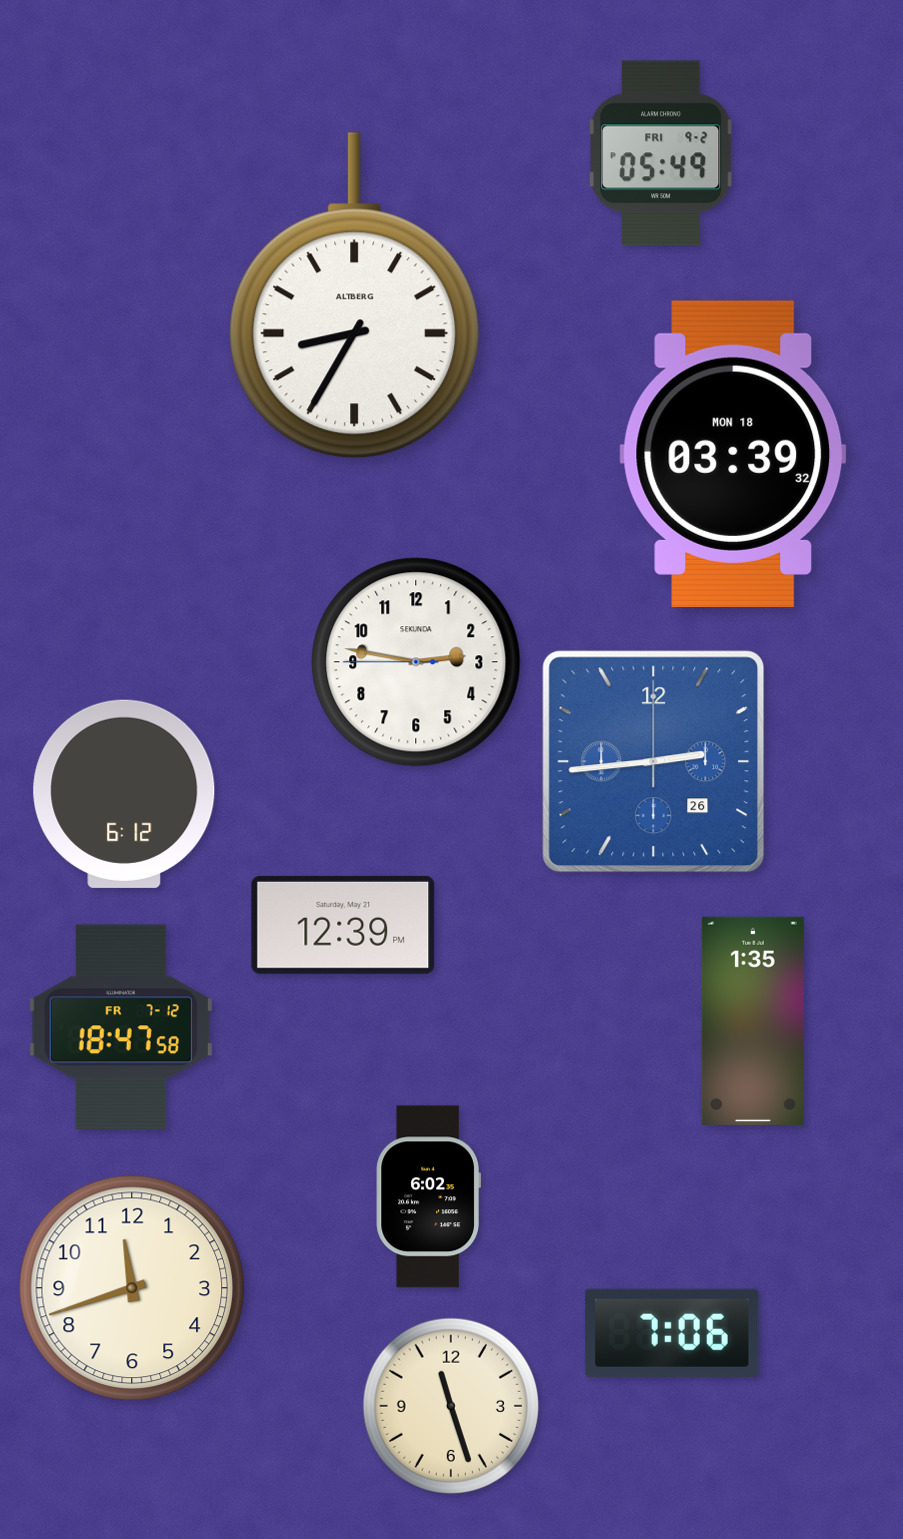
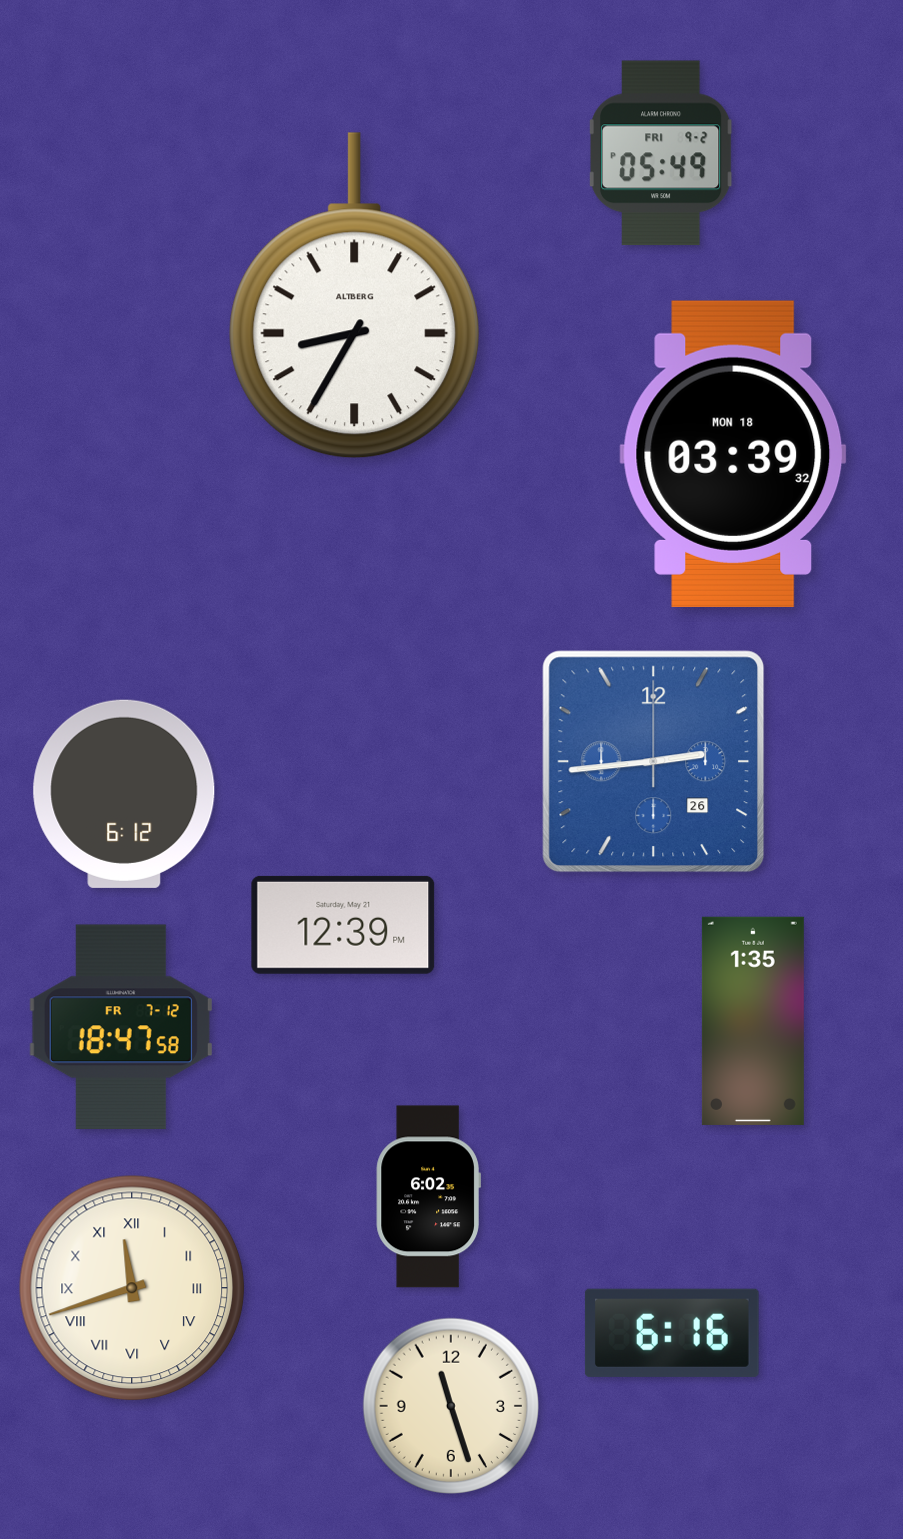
clock at (416, 662): 2:46 -> none
clock at (132, 1288) numerals: Arabic -> Roman
clock at (672, 1333): 7:06 -> 6:16
